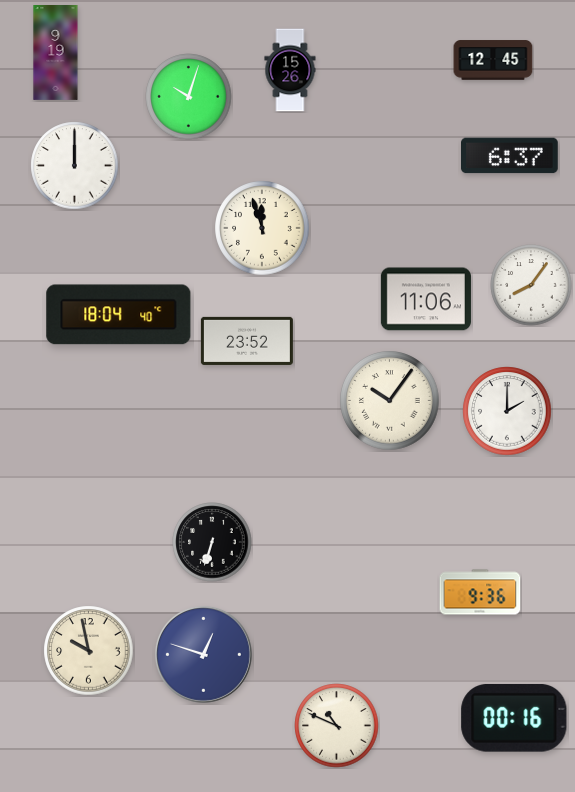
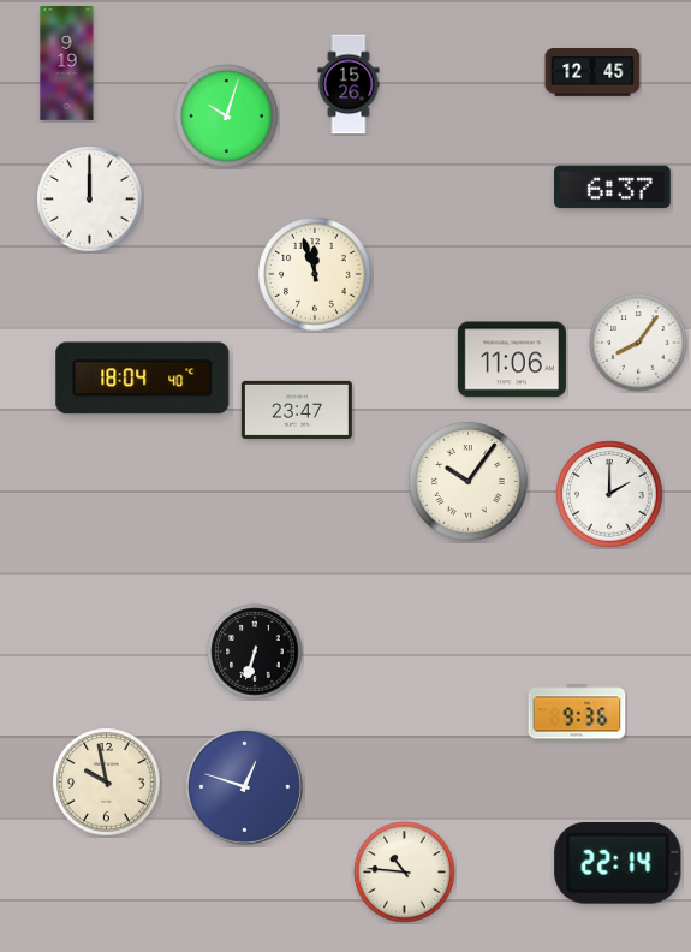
clock at (247, 341): 23:52 -> 23:47
clock at (514, 718): 00:16 -> 22:14
clock at (337, 726): 10:49 -> 10:46
